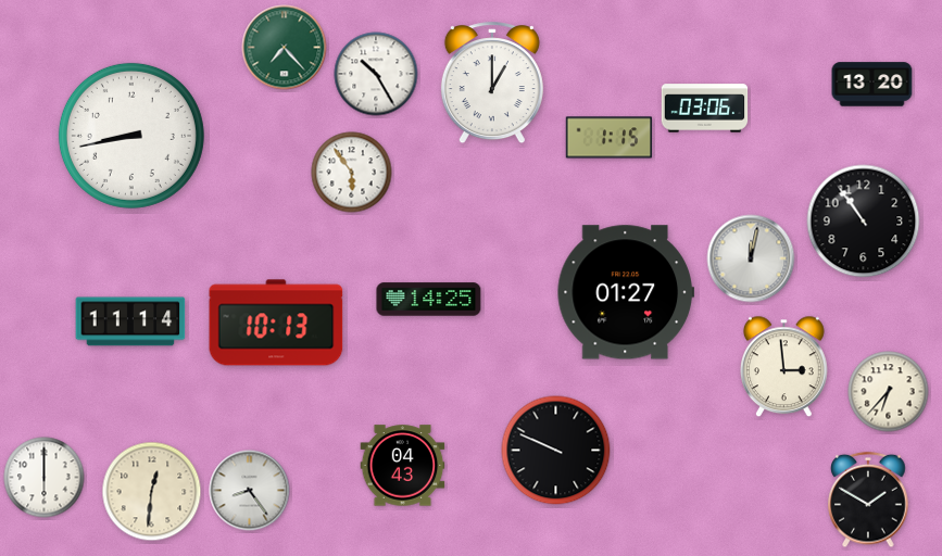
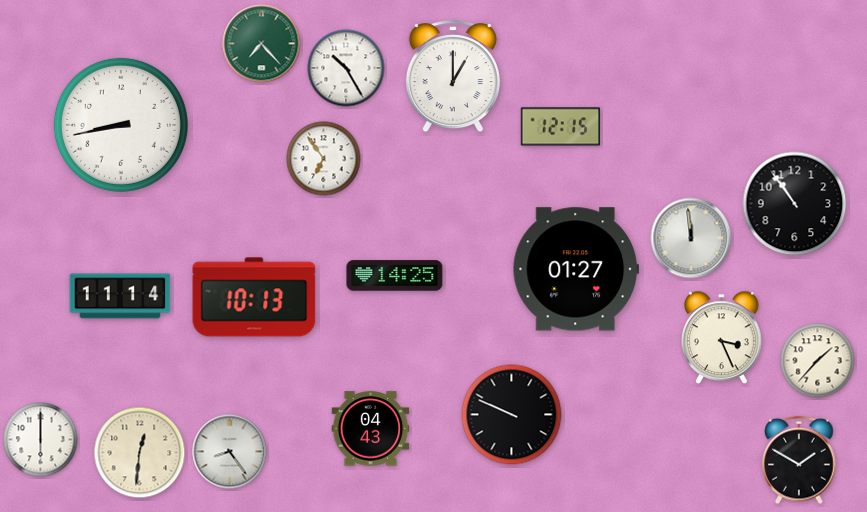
clock at (872, 85): 13:20 -> none
clock at (705, 109): 03:06 -> none
clock at (610, 138): 1:15 -> 12:15
clock at (352, 173): 5:54 -> 6:54
clock at (751, 258): 12:02 -> 11:59
clock at (784, 367): 2:59 -> 3:26
clock at (889, 392): 6:37 -> 1:37
